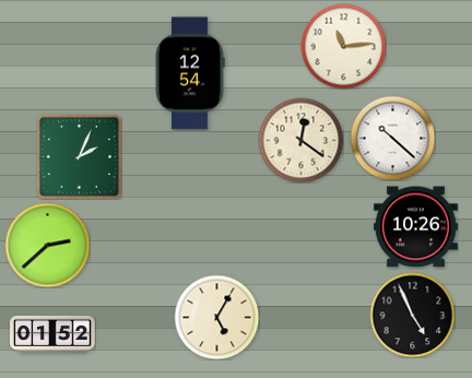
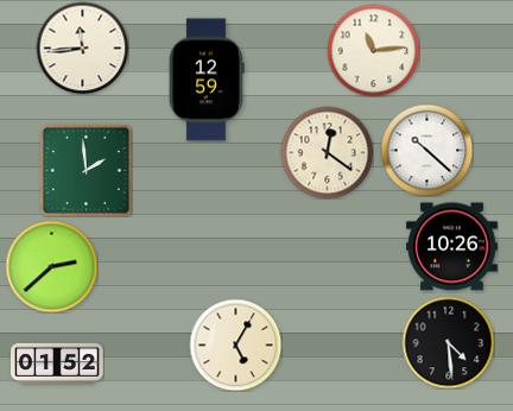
clock at (82, 48): none -> 11:44
clock at (190, 73): 12:54 -> 12:59
clock at (79, 156): 2:04 -> 1:59
clock at (412, 315): 4:56 -> 4:29
